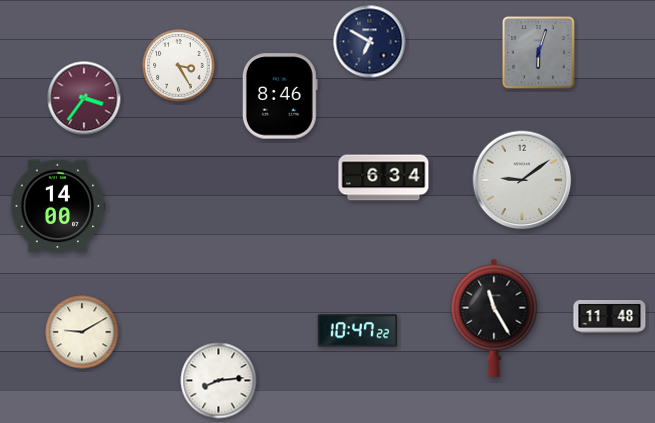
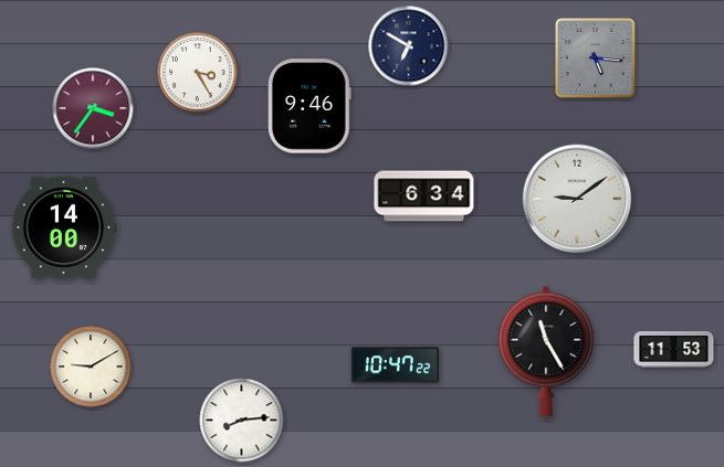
clock at (539, 53): 6:03 -> 5:16
clock at (280, 96): 8:46 -> 9:46
clock at (610, 317): 11:48 -> 11:53
